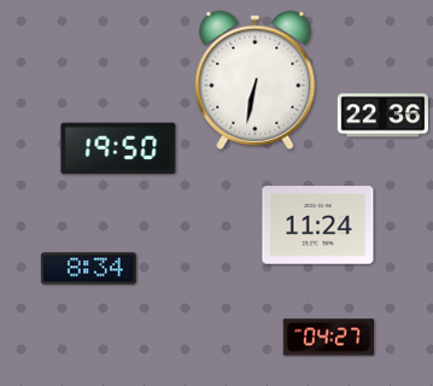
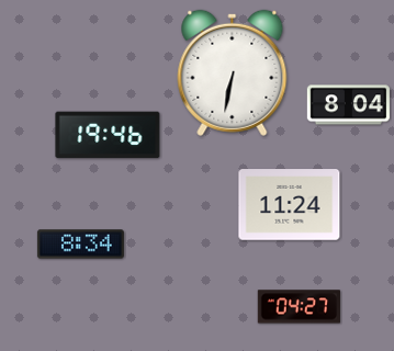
clock at (382, 116): 22:36 -> 8:04
clock at (118, 148): 19:50 -> 19:46
